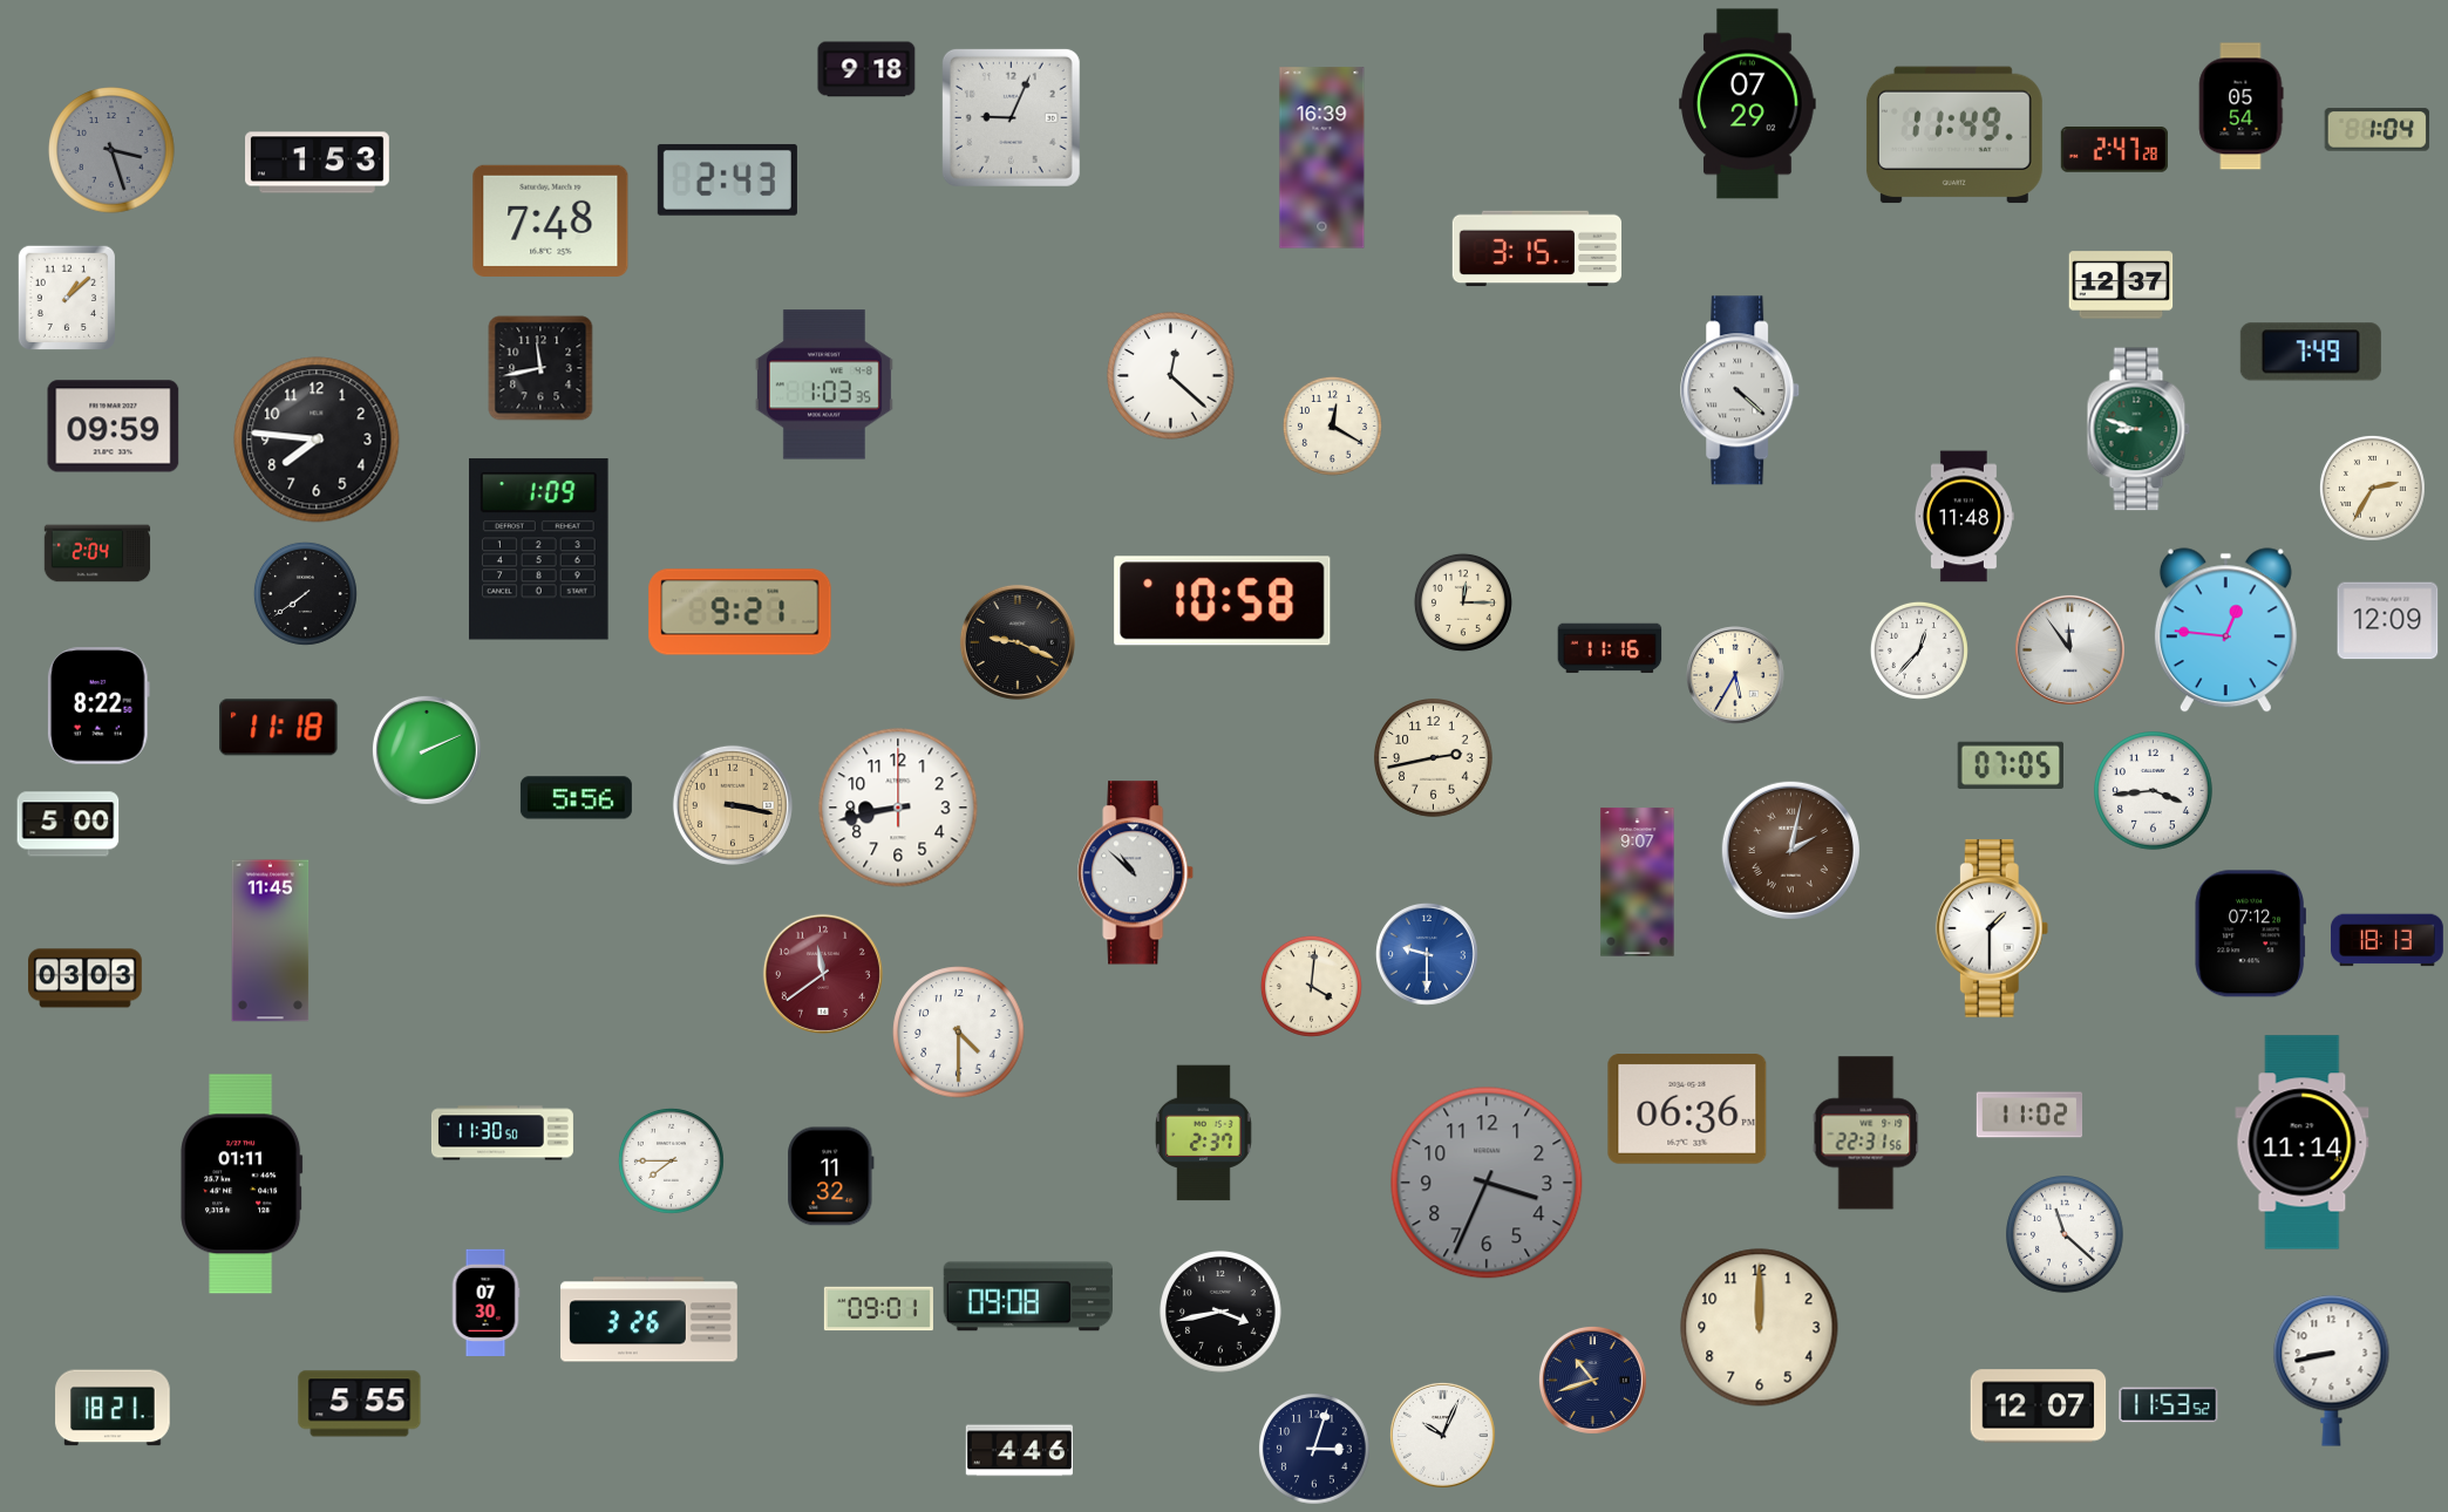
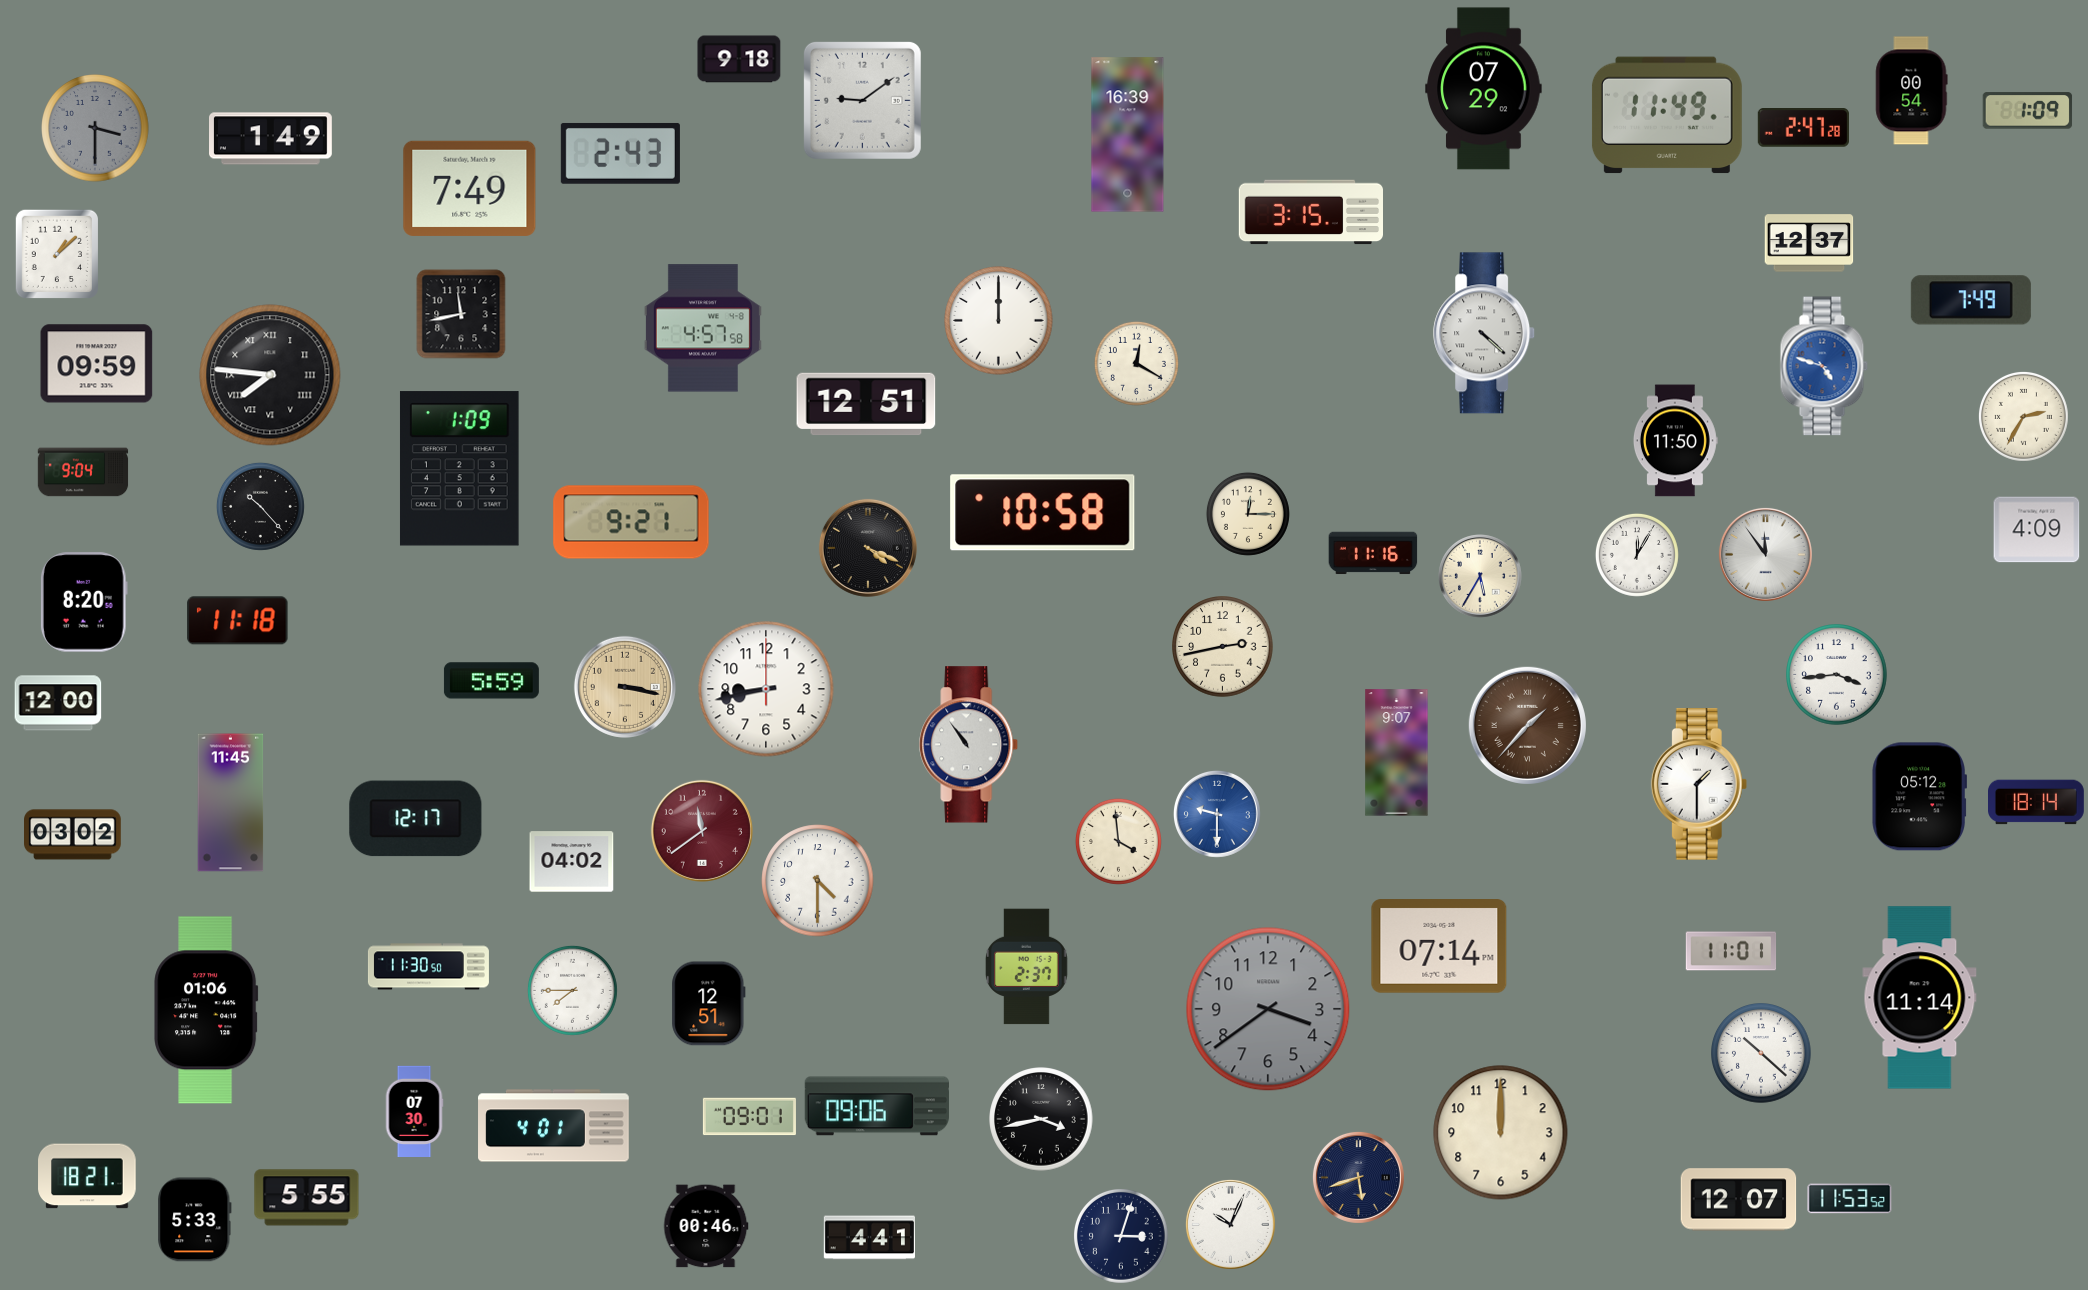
clock at (1748, 104) position: (1748, 104) -> (1484, 89)
clock at (2242, 107): 05:54 -> 00:54
clock at (1011, 117): 9:04 -> 9:09
clock at (2378, 130): 1:04 -> 1:09
clock at (111, 150): 3:27 -> 3:30
clock at (318, 163): 1:53 -> 1:49
clock at (551, 220): 7:48 -> 7:49
clock at (1171, 376): 12:22 -> 12:00
clock at (824, 384): 1:03 -> 4:57
clock at (2138, 429): 8:48 -> 4:48
clock at (2138, 429) dial: green -> blue
clock at (317, 440) numerals: Arabic -> Roman
clock at (866, 404): none -> 12:51
clock at (1964, 517): 11:48 -> 11:50
clock at (97, 553): 2:04 -> 9:04
clock at (305, 593): 7:39 -> 10:23
clock at (2388, 621): 12:09 -> 4:09
clock at (2225, 631): 12:46 -> none
clock at (1018, 642): 9:19 -> 4:19
clock at (1919, 651): 12:37 -> 12:05
clock at (98, 706): 8:22 -> 8:20
clock at (427, 750): 2:11 -> none
clock at (2011, 765): 07:05 -> none
clock at (576, 798): 5:56 -> 5:59
clock at (68, 824): 5:00 -> 12:00
clock at (1790, 850): 2:02 -> 1:37
clock at (1136, 873): 10:52 -> 10:54
clock at (1992, 928) position: (1992, 928) -> (1699, 784)
clock at (2250, 934): 07:12 -> 05:12
clock at (2388, 940): 18:13 -> 18:14
clock at (416, 819): none -> 12:17
clock at (86, 979): 03:03 -> 03:02
clock at (1311, 986): 4:01 -> 3:59
clock at (572, 862): none -> 04:02
clock at (1687, 1110): 06:36 -> 07:14
clock at (2029, 1115): 11:02 -> 11:01
clock at (1866, 1133): 22:31 -> none
clock at (2303, 1143) position: (2303, 1143) -> (1920, 998)
clock at (831, 1177): 11:32 -> 12:51
clock at (1487, 1183): 3:34 -> 3:39
clock at (242, 1184): 01:11 -> 01:06
clock at (2066, 1235): 11:22 -> 10:22
clock at (1028, 1296): 09:08 -> 09:06
clock at (650, 1320): 3:26 -> 4:01
clock at (2332, 1370): 8:43 -> none
clock at (1592, 1380): 10:42 -> 5:42
clock at (113, 1408) position: (113, 1408) -> (87, 1176)
clock at (195, 1220): none -> 5:33
clock at (706, 1226): none -> 00:46
clock at (1019, 1451): 4:46 -> 4:41
